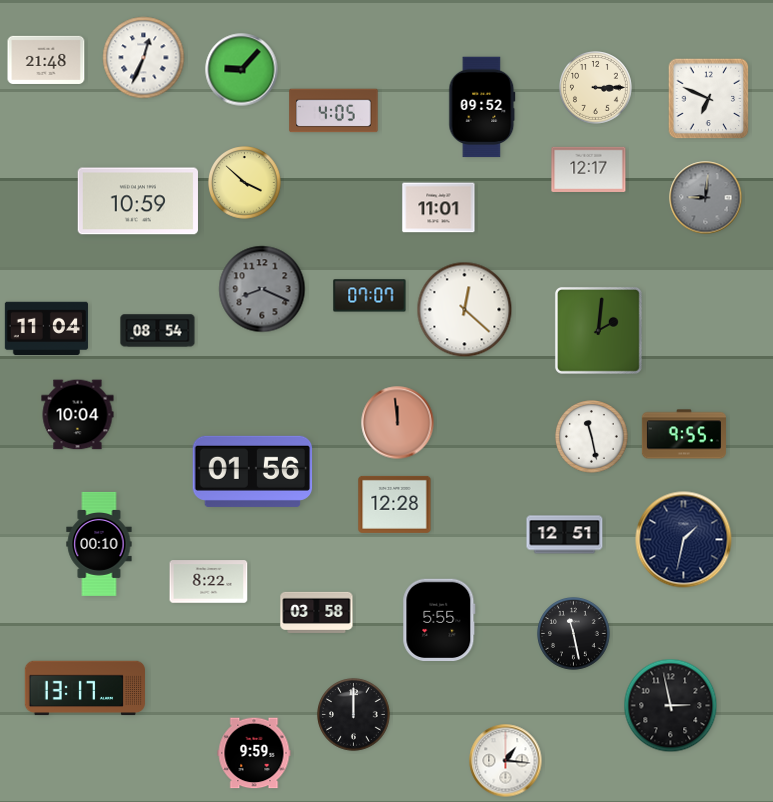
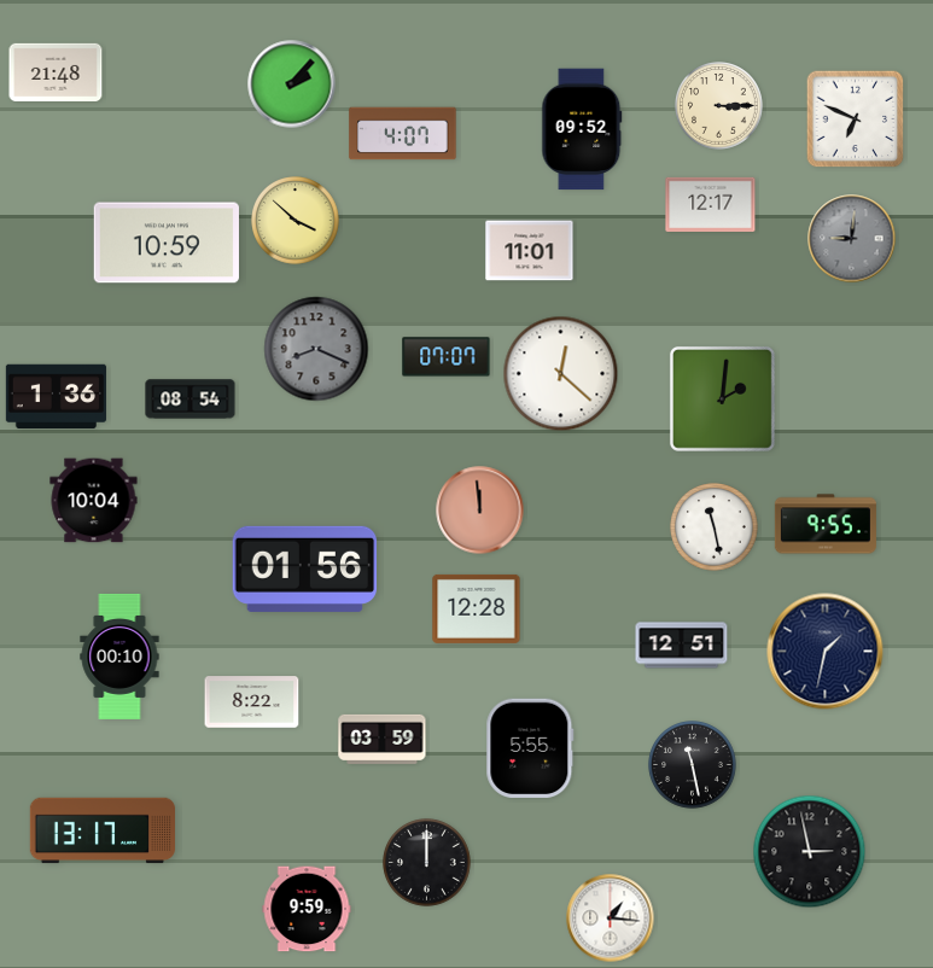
clock at (144, 58): 12:34 -> none
clock at (242, 70): 9:07 -> 2:07
clock at (334, 111): 4:05 -> 4:07
clock at (46, 329): 11:04 -> 1:36
clock at (317, 612): 03:58 -> 03:59
